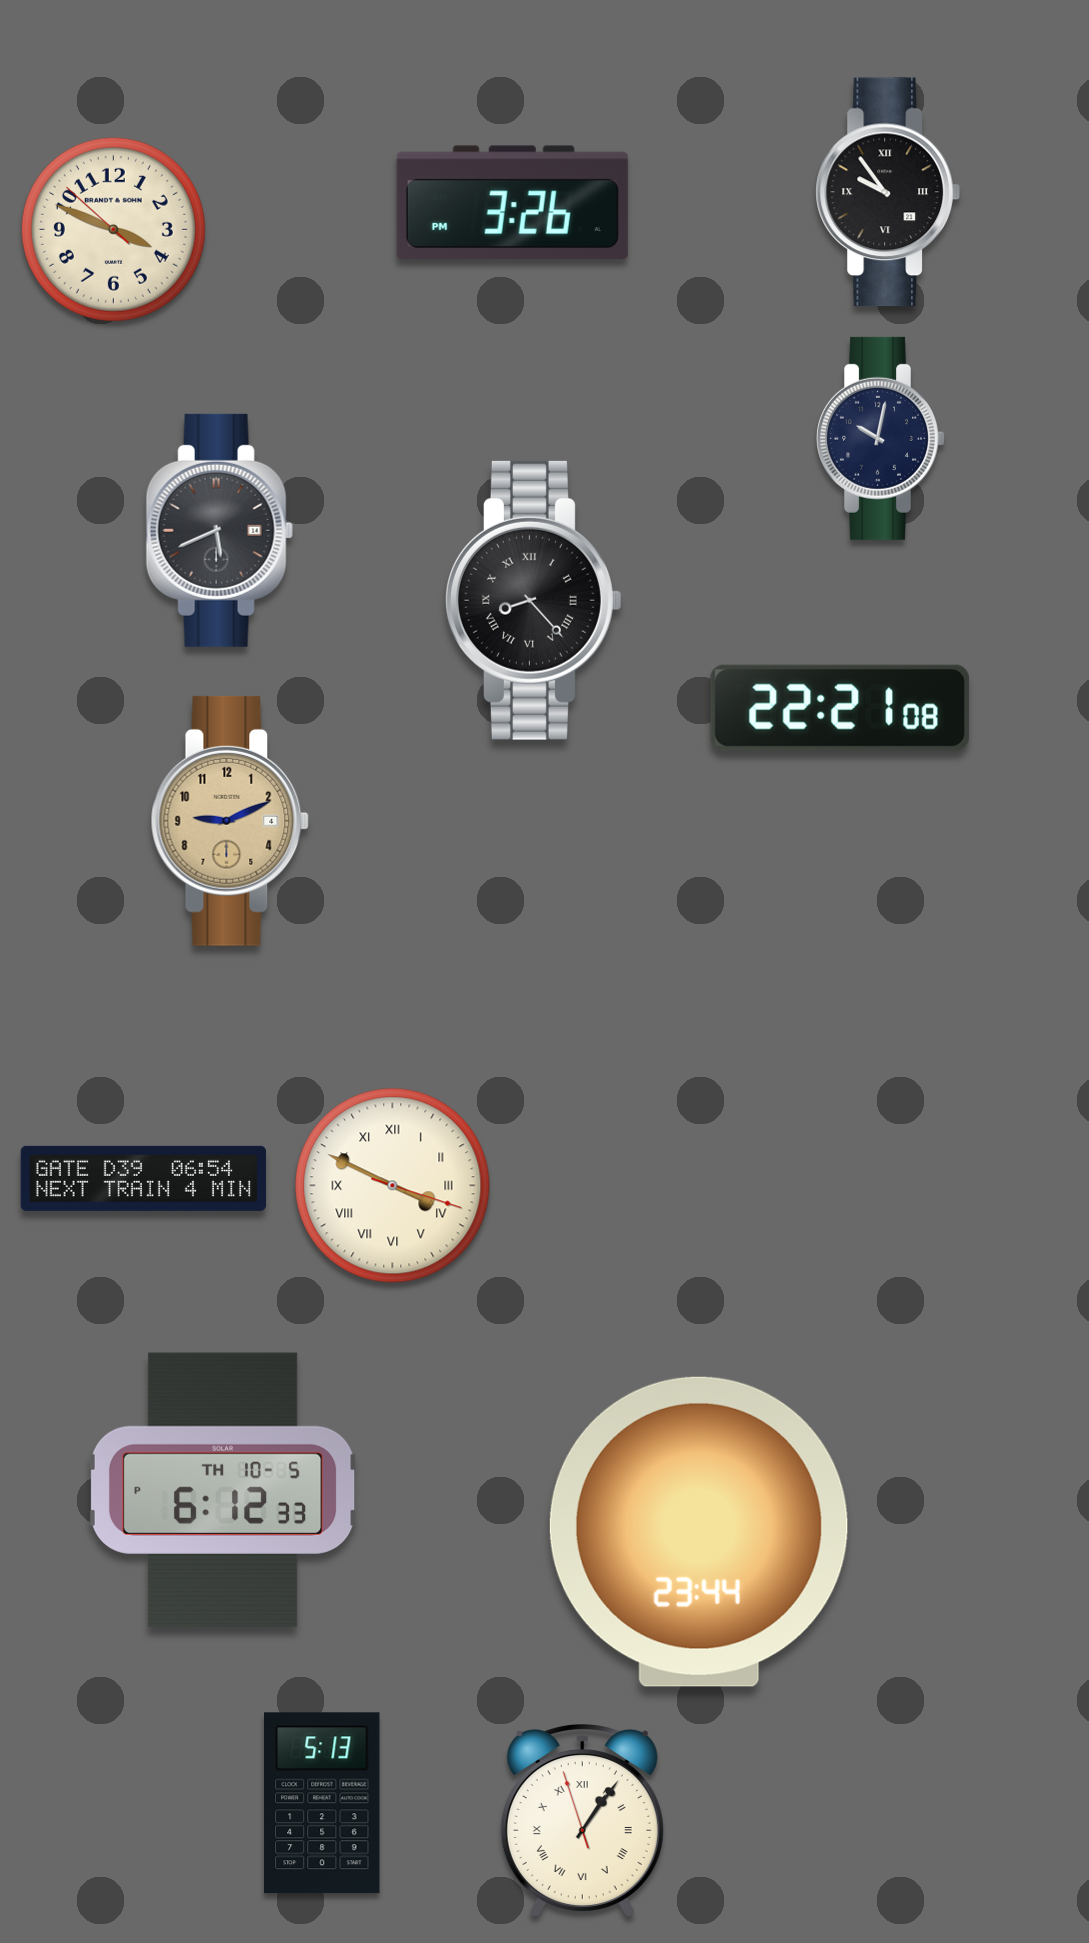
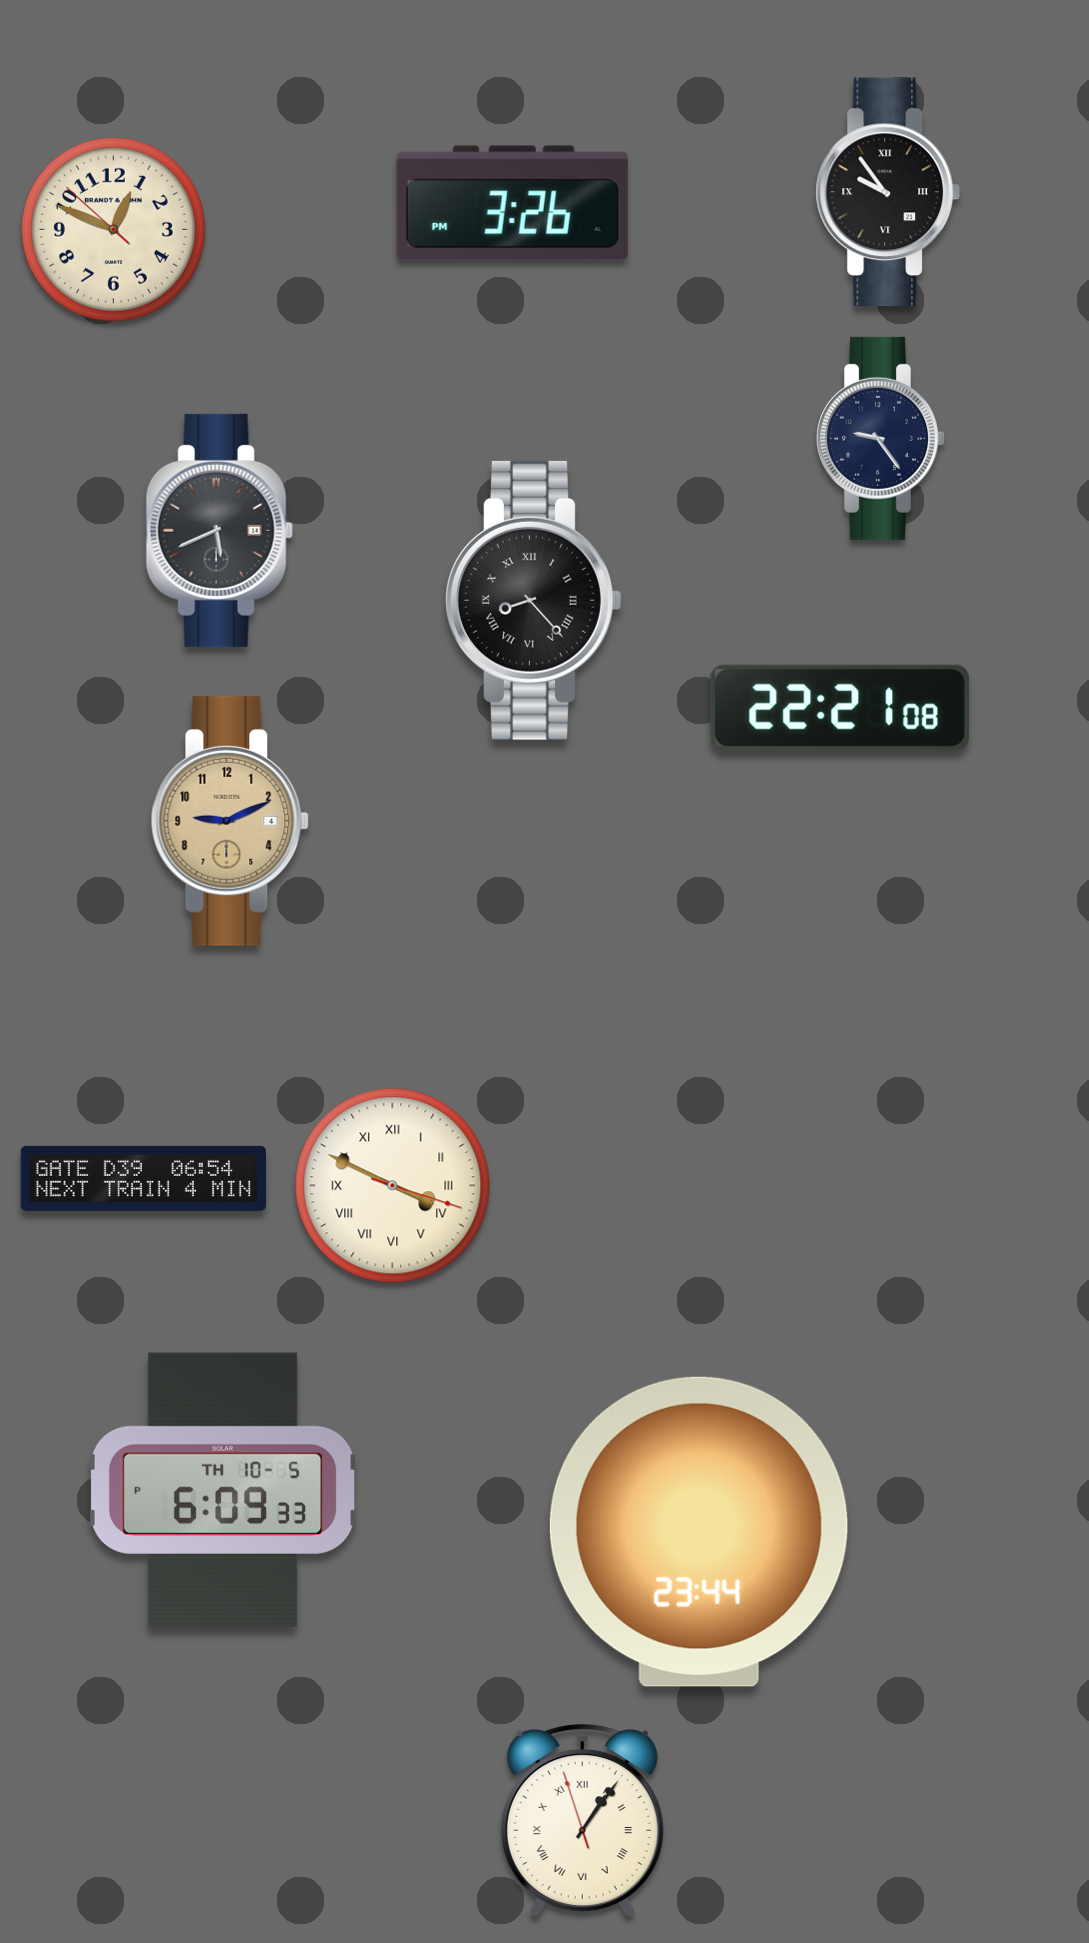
clock at (113, 229): 3:48 -> 12:48
clock at (880, 438): 10:02 -> 9:24
clock at (223, 1490): 6:12 -> 6:09
clock at (322, 1803): 5:13 -> none
